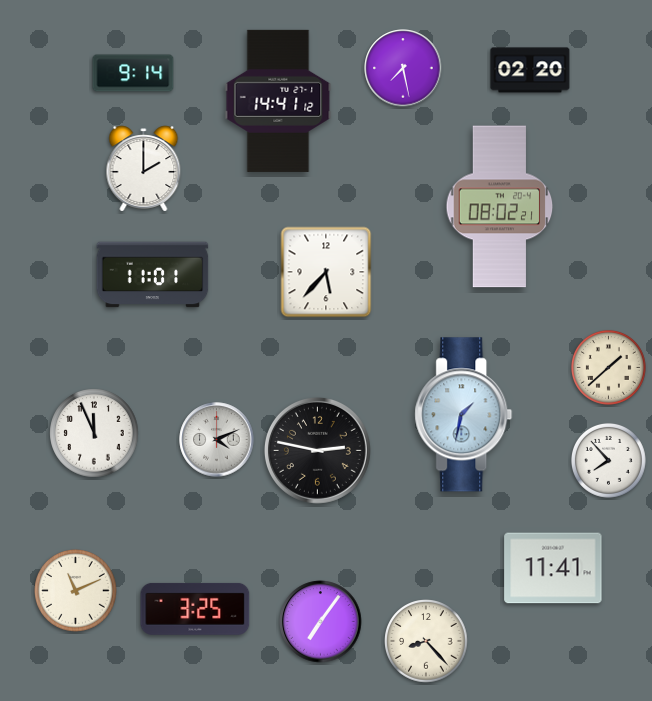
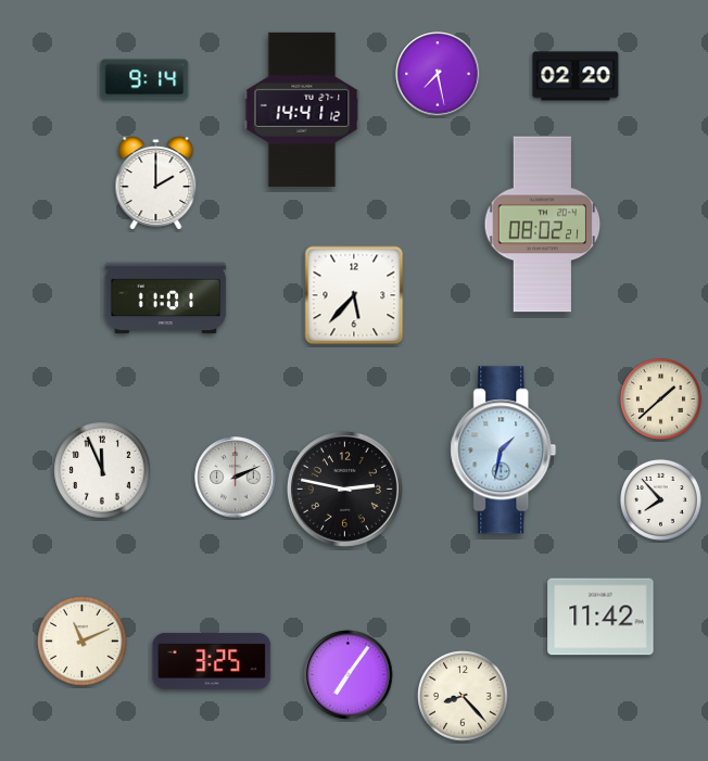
clock at (217, 440): 4:11 -> 2:11
clock at (553, 568): 11:41 -> 11:42
